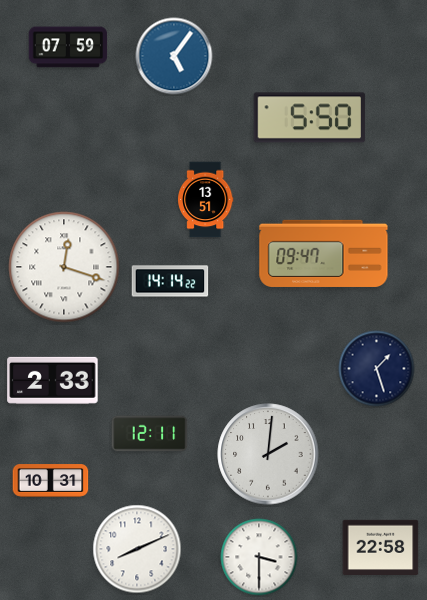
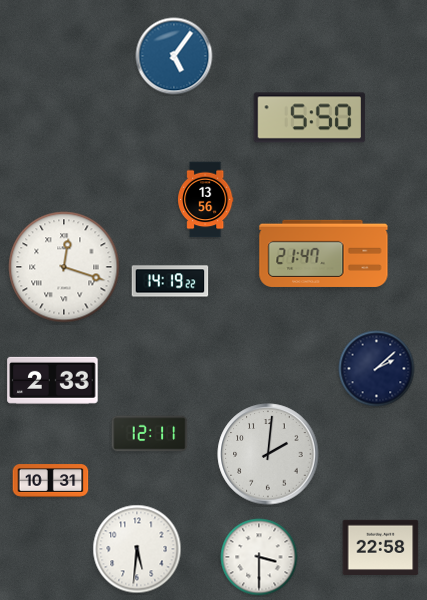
clock at (68, 47): 07:59 -> none
clock at (206, 200): 13:51 -> 13:56
clock at (324, 253): 09:47 -> 21:47
clock at (170, 281): 14:14 -> 14:19
clock at (377, 369): 1:27 -> 2:08
clock at (137, 549): 8:11 -> 5:31
